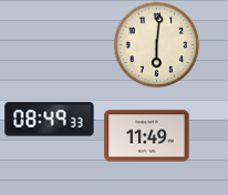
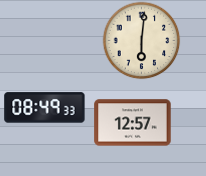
clock at (147, 136): 11:49 -> 12:57
